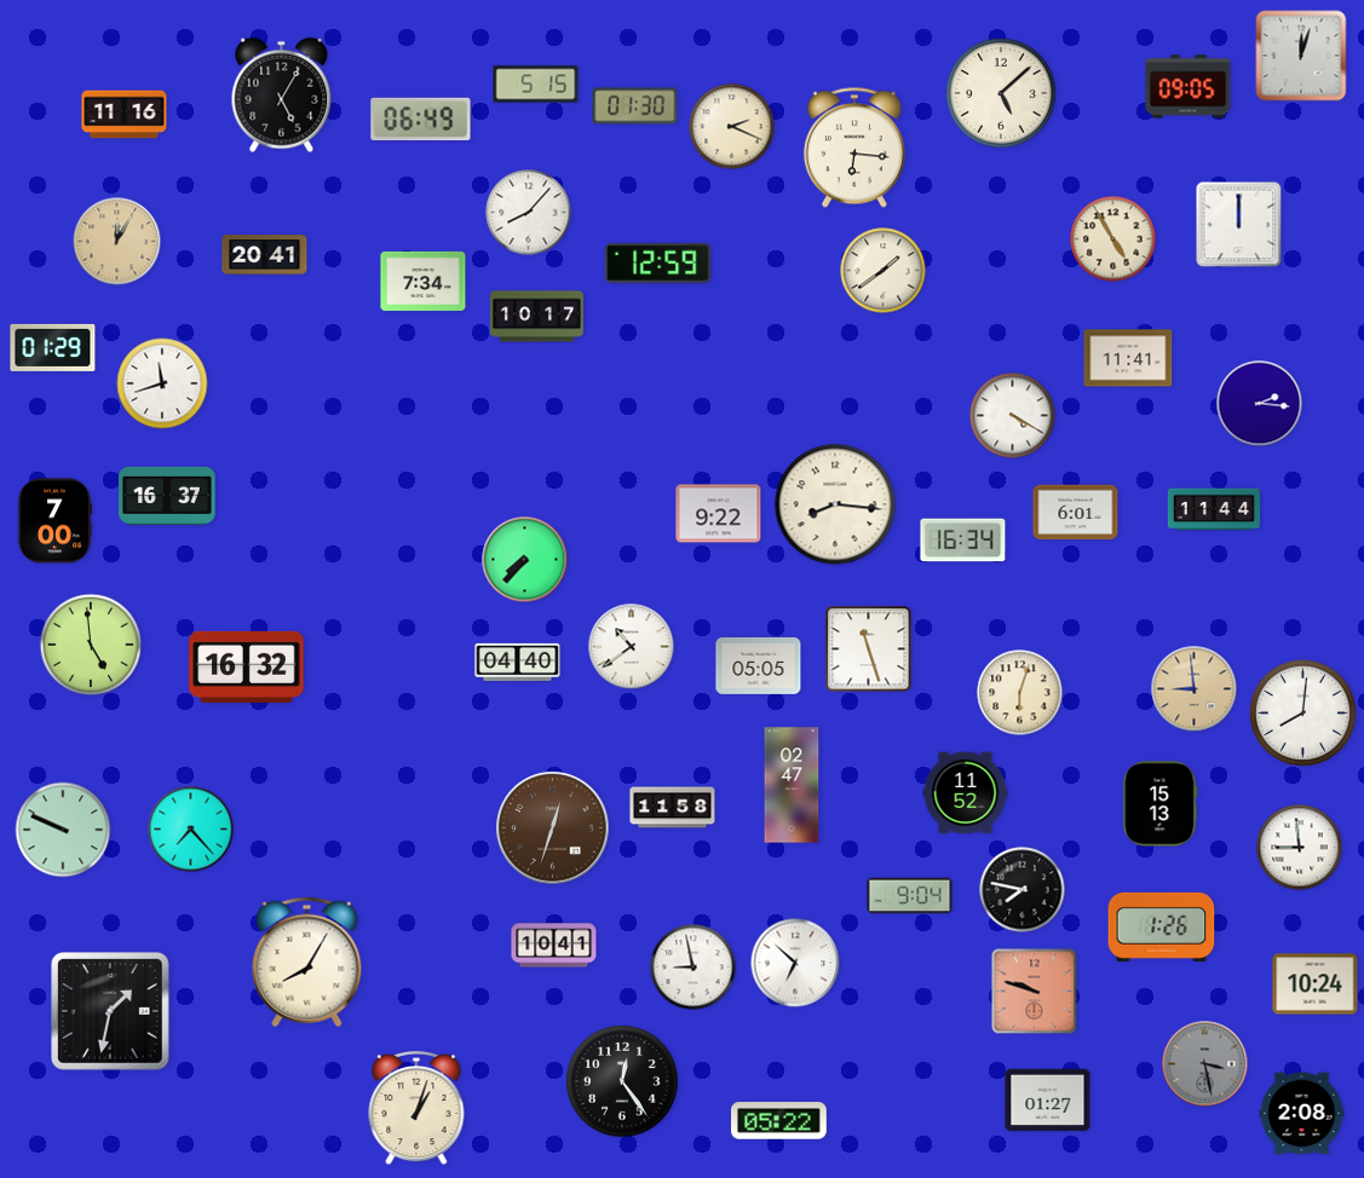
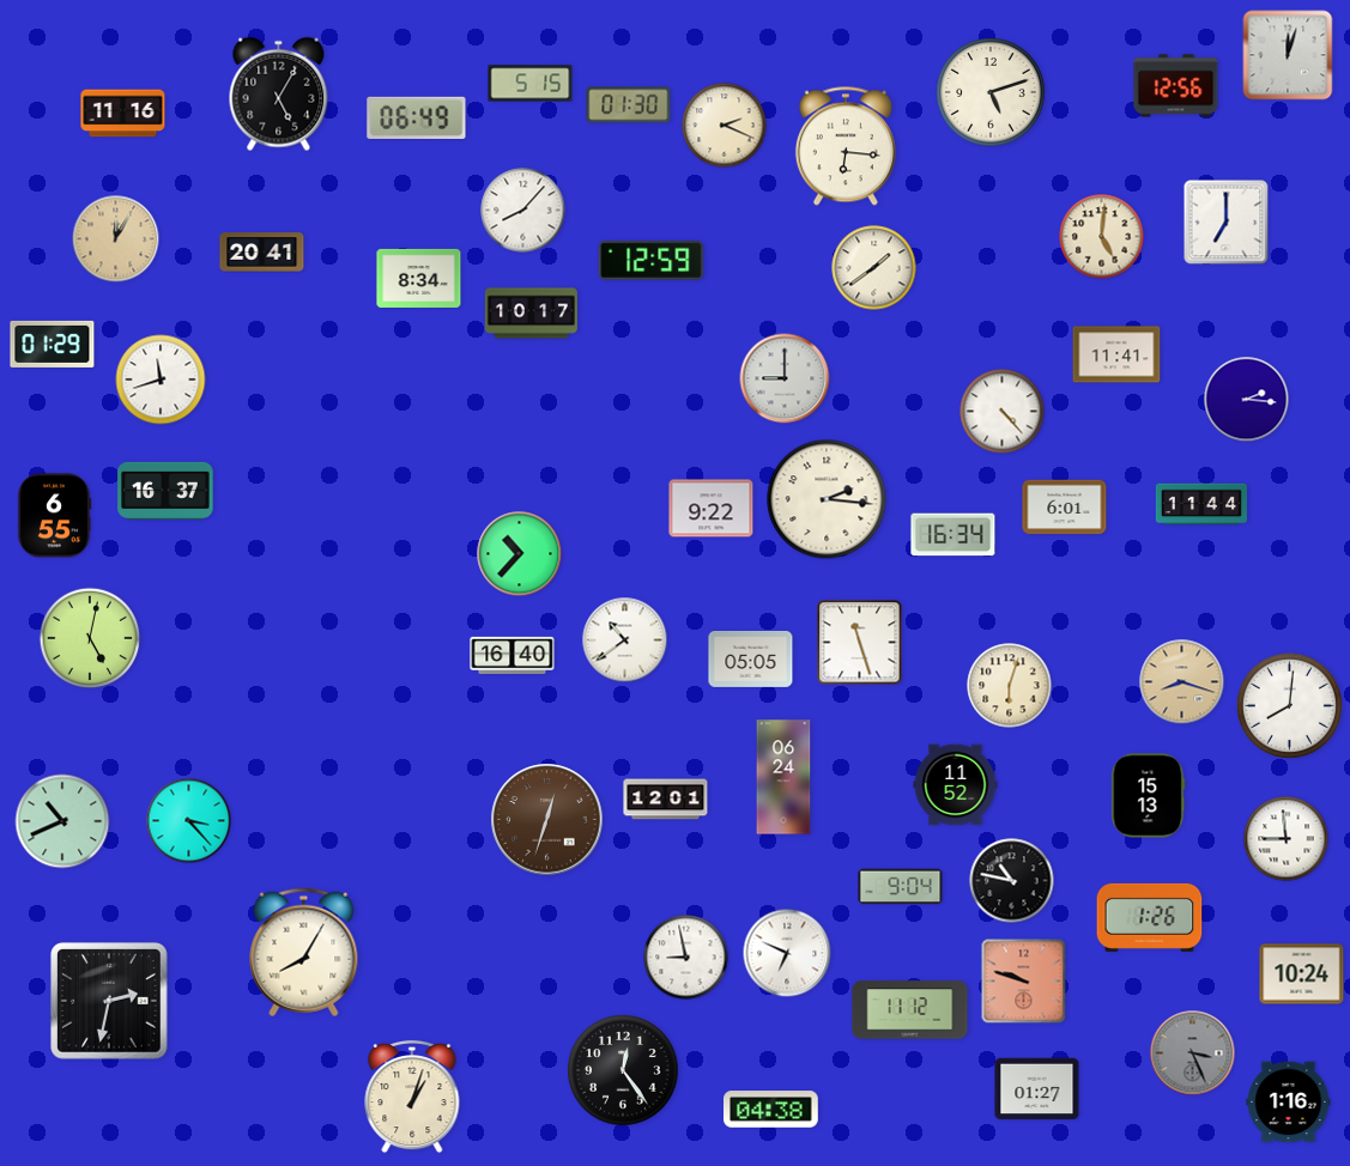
clock at (1189, 87): 09:05 -> 12:56
clock at (1001, 93): 5:08 -> 5:12
clock at (1239, 225): 12:00 -> 7:00
clock at (1113, 239): 4:55 -> 5:01
clock at (424, 281): 7:34 -> 8:34
clock at (785, 378): none -> 9:00
clock at (1013, 416): 4:20 -> 4:23
clock at (835, 504): 8:16 -> 2:16
clock at (54, 521): 7:00 -> 6:55
clock at (525, 560): 7:37 -> 10:37
clock at (91, 645): 4:59 -> 5:02
clock at (518, 662): 04:40 -> 16:40
clock at (247, 666): 16:32 -> none
clock at (1195, 689): 8:59 -> 8:18
clock at (792, 785): 02:47 -> 06:24
clock at (673, 808): 11:58 -> 12:01
clock at (63, 830): 9:49 -> 10:41
clock at (191, 830): 7:23 -> 3:23
clock at (1023, 890): 7:47 -> 10:47
clock at (554, 946): 10:41 -> none
clock at (795, 963): 6:52 -> 6:49
clock at (110, 1011): 1:32 -> 2:32
clock at (910, 1010): none -> 11:12
clock at (1205, 1064): 3:28 -> 3:26
clock at (622, 1081) position: (622, 1081) -> (623, 1070)
clock at (1302, 1114): 2:08 -> 1:16
clock at (779, 1121): 05:22 -> 04:38
